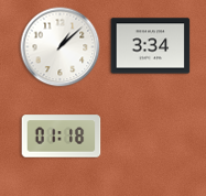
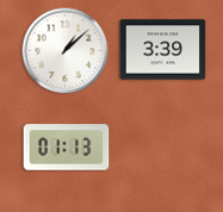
clock at (151, 46): 3:34 -> 3:39
clock at (62, 137): 01:18 -> 01:13
